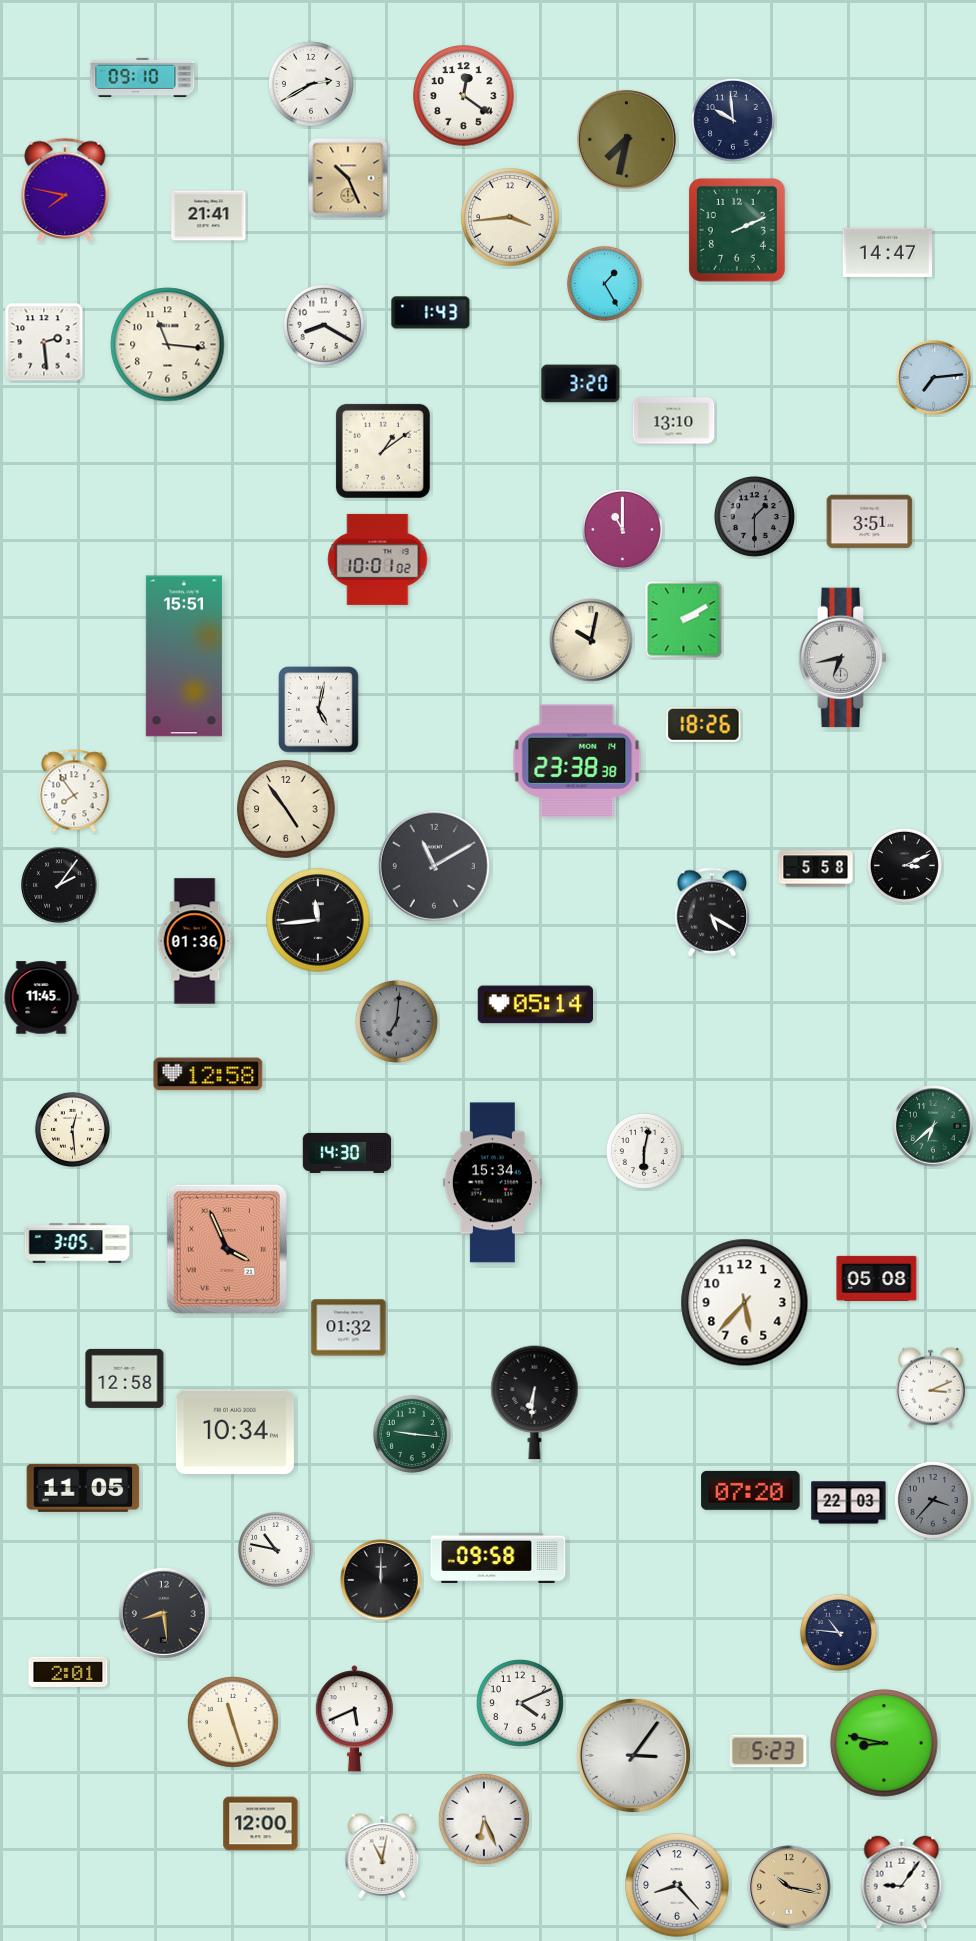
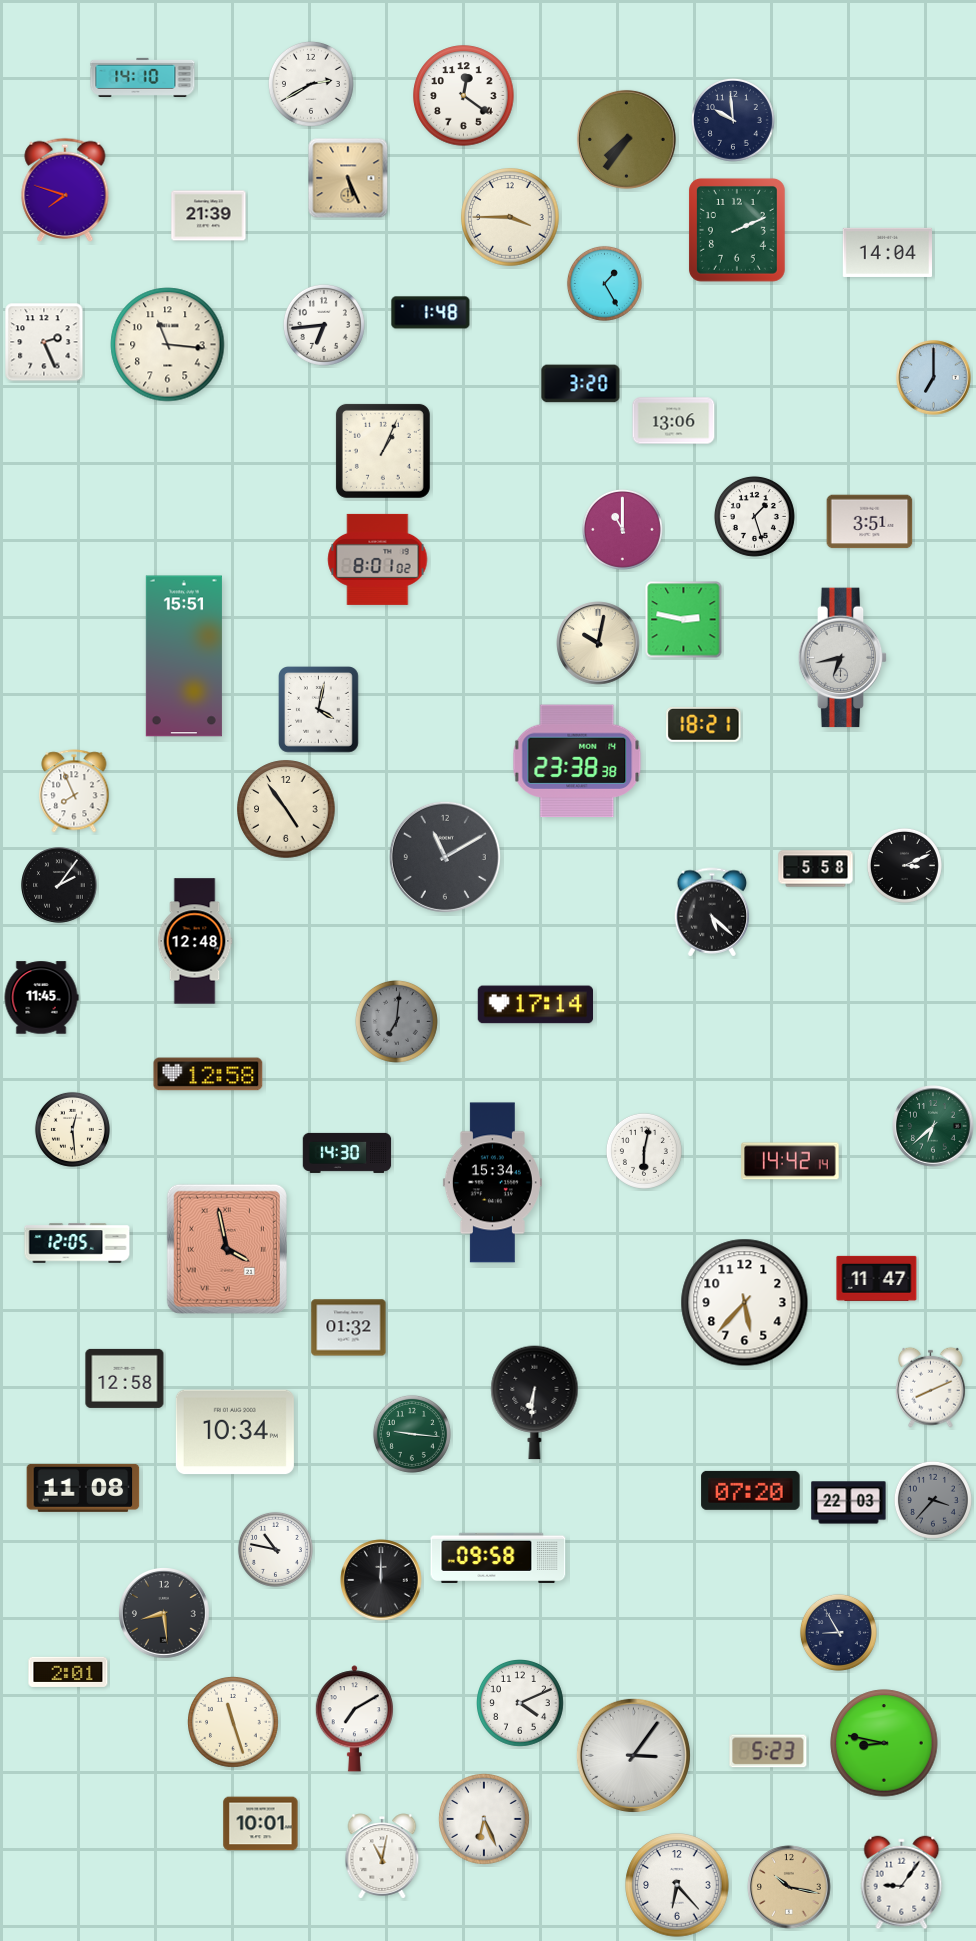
clock at (143, 77): 09:10 -> 14:10
clock at (626, 139): 7:32 -> 7:36
clock at (348, 178): 10:26 -> 5:26
clock at (65, 190): 7:47 -> 7:48
clock at (209, 216): 21:41 -> 21:39
clock at (510, 217): 3:44 -> 3:45
clock at (888, 252): 14:47 -> 14:04
clock at (431, 313): 1:43 -> 1:48
clock at (324, 325): 8:20 -> 6:44
clock at (44, 342): 2:29 -> 2:26
clock at (934, 378): 7:14 -> 7:00
clock at (674, 421): 13:10 -> 13:06
clock at (383, 451): 1:09 -> 1:04
clock at (754, 516): 1:30 -> 1:27
clock at (754, 516) dial: grey -> white
clock at (378, 559): 10:01 -> 8:01
clock at (684, 620): 2:10 -> 2:47
clock at (591, 640) position: (591, 640) -> (598, 643)
clock at (319, 710): 5:02 -> 4:02
clock at (704, 724): 18:26 -> 18:21
clock at (74, 791): 7:54 -> 7:56
clock at (434, 866) position: (434, 866) -> (445, 857)
clock at (712, 912): 5:20 -> 5:22
clock at (318, 920): 11:44 -> none
clock at (195, 941): 01:36 -> 12:48
clock at (536, 1005): 05:14 -> 17:14
clock at (790, 1161): none -> 14:42
clock at (77, 1243): 3:05 -> 12:05
clock at (227, 1249): 3:56 -> 3:58
clock at (877, 1278): 05:08 -> 11:47
clock at (931, 1387): 3:11 -> 8:11
clock at (83, 1488): 11:05 -> 11:08
clock at (838, 1632): 10:46 -> 8:55
clock at (354, 1719): 5:41 -> 7:10
clock at (261, 1824): 12:00 -> 10:01
clock at (677, 1885): 8:23 -> 6:23
